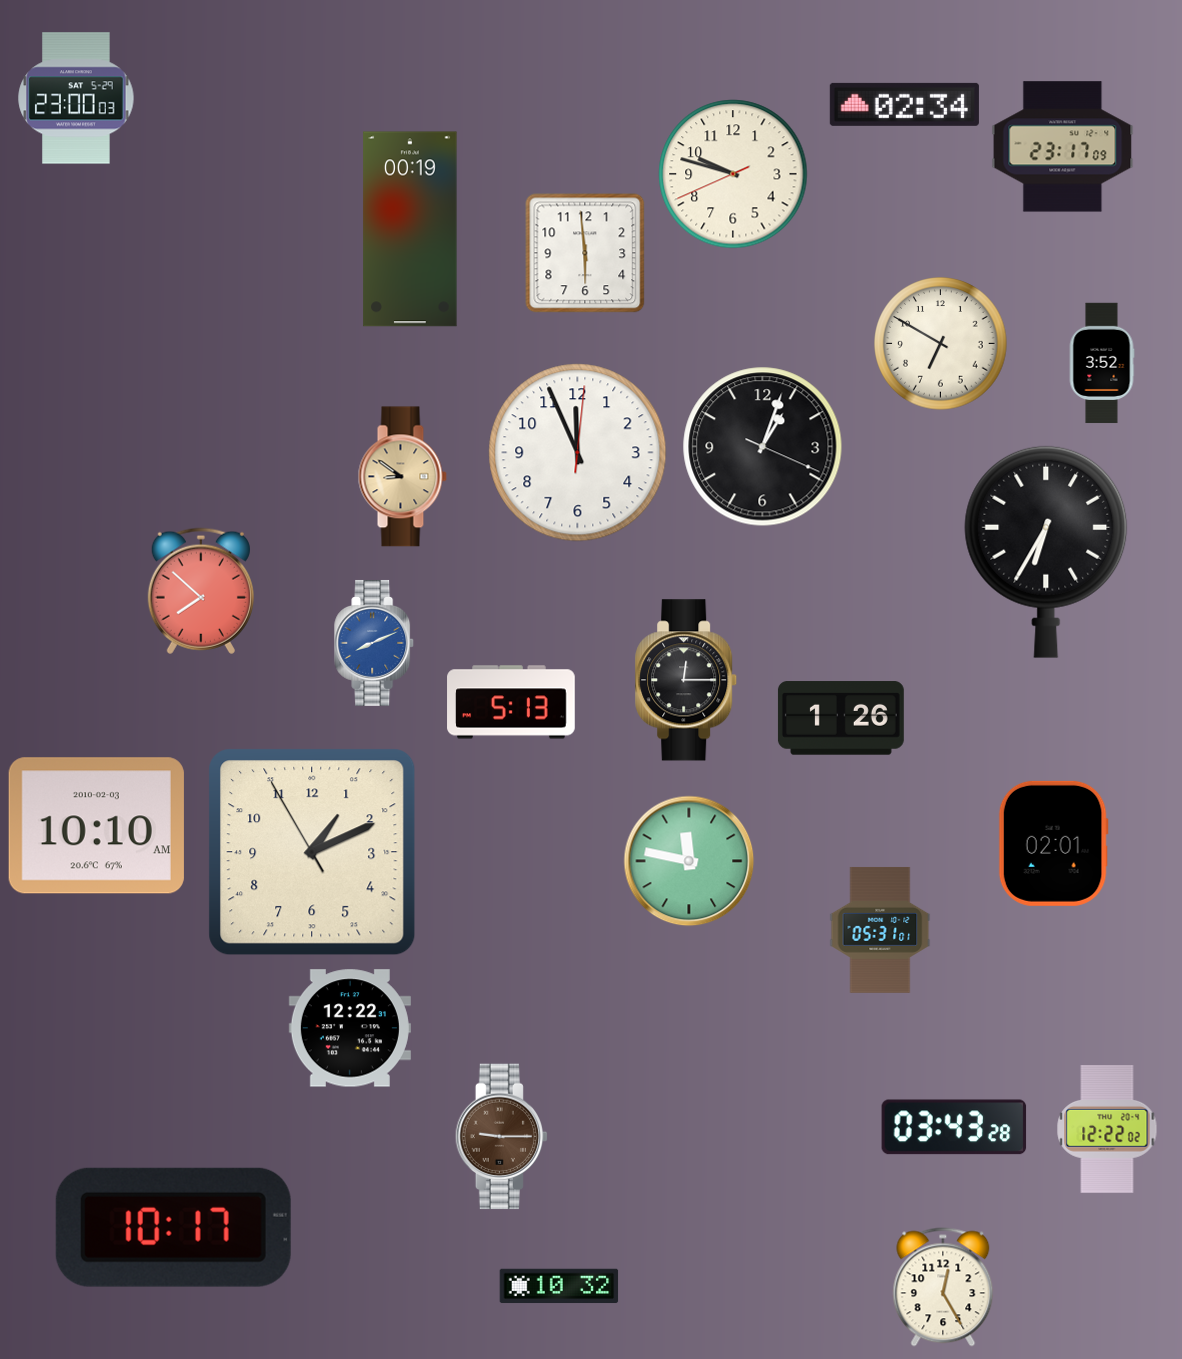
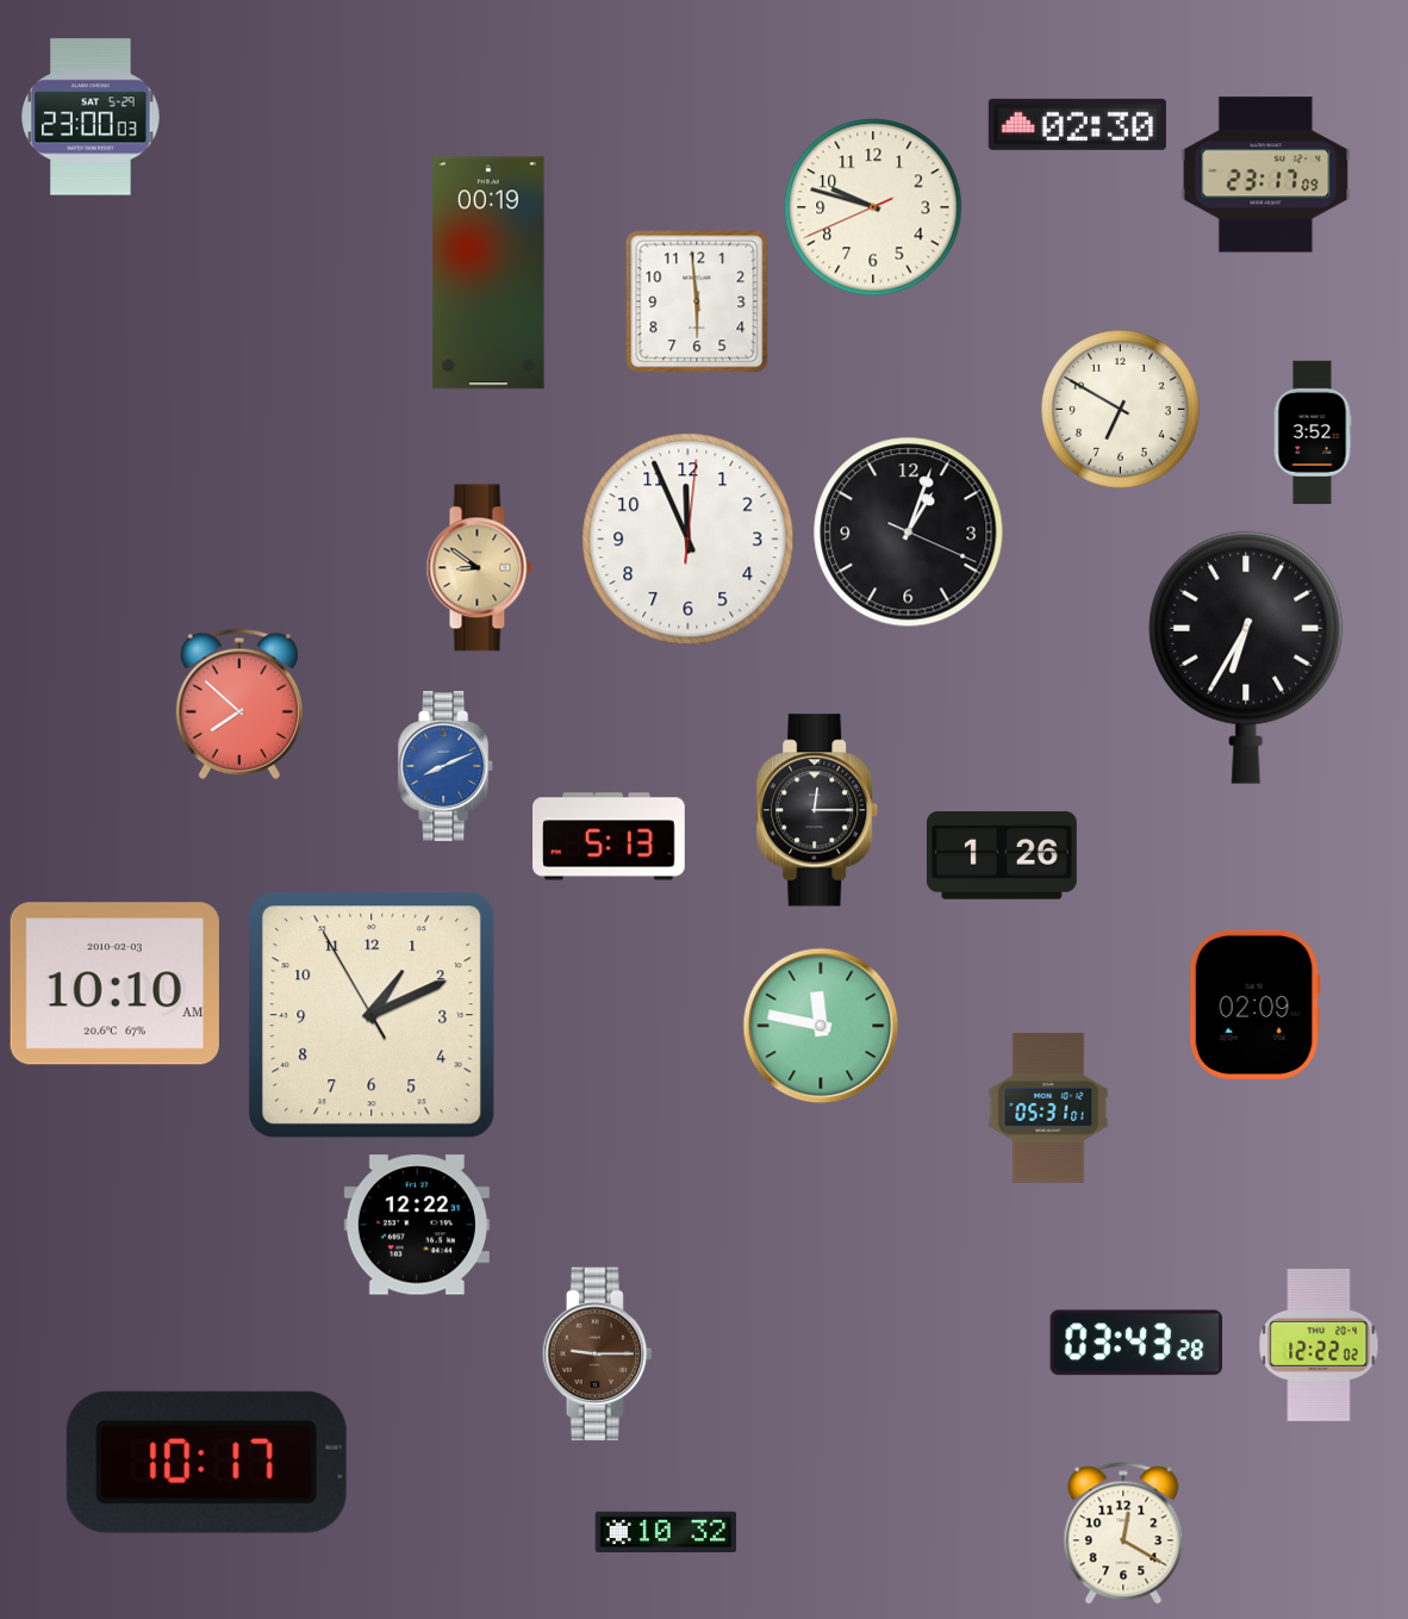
clock at (904, 104): 02:34 -> 02:30
clock at (1053, 843): 02:01 -> 02:09
clock at (943, 1287): 12:25 -> 12:20
